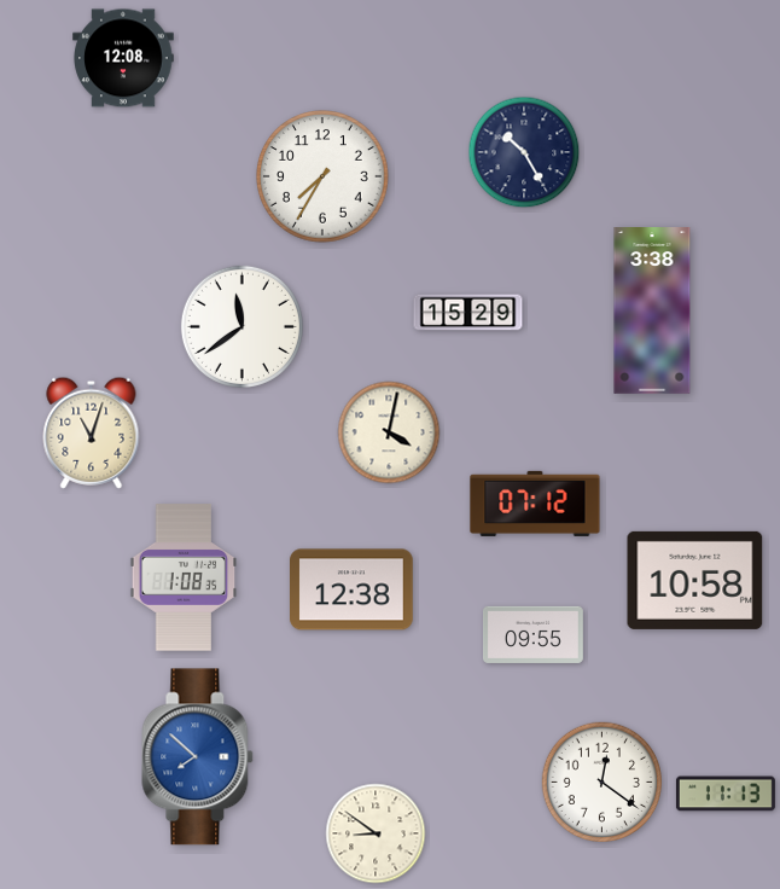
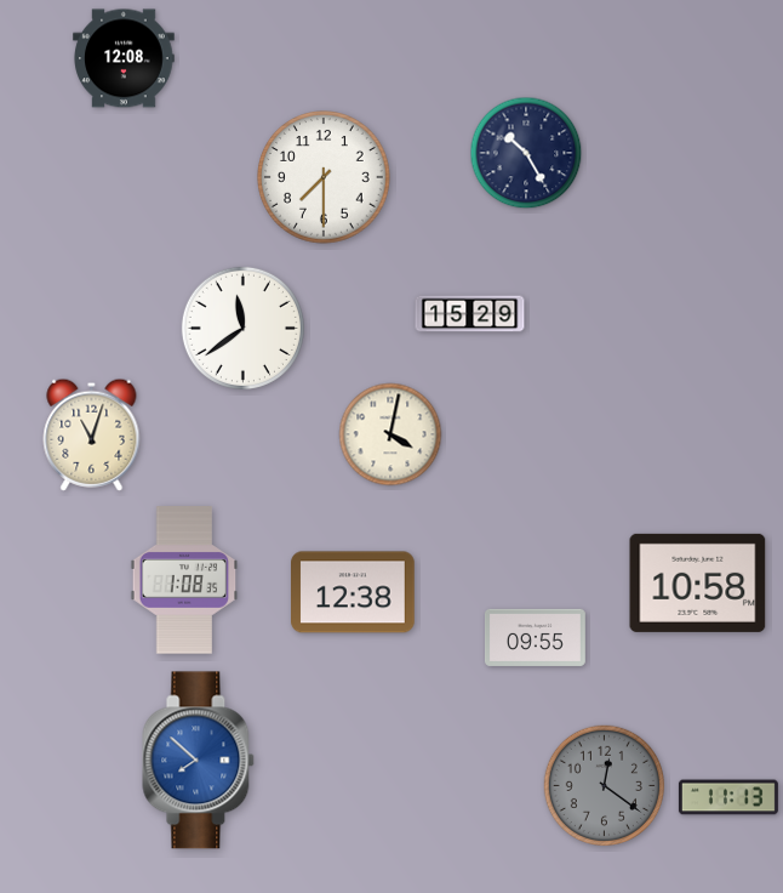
clock at (324, 178): 7:35 -> 7:30
clock at (652, 312): 3:38 -> none
clock at (535, 504): 07:12 -> none
clock at (601, 781) dial: white -> grey
clock at (376, 833): 8:51 -> none
